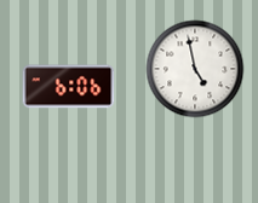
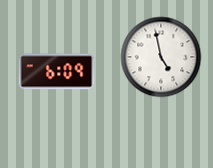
clock at (69, 87): 6:06 -> 6:09
